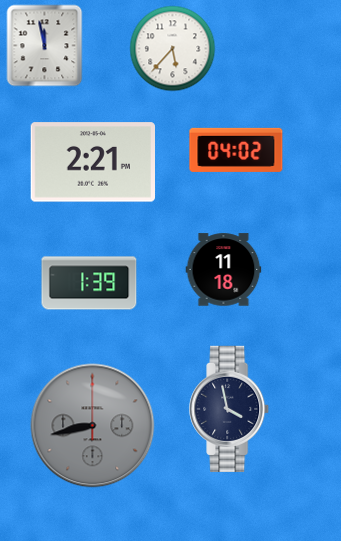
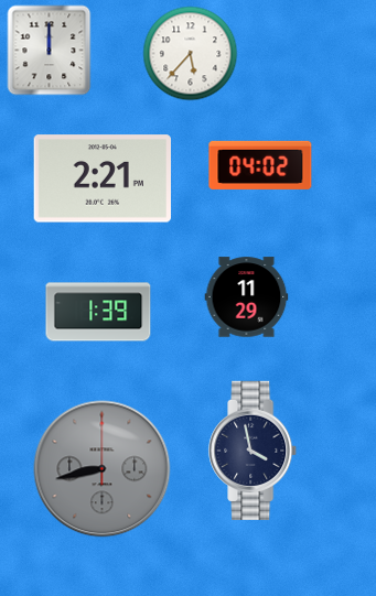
clock at (45, 46): 11:58 -> 12:00
clock at (224, 270): 11:18 -> 11:29
